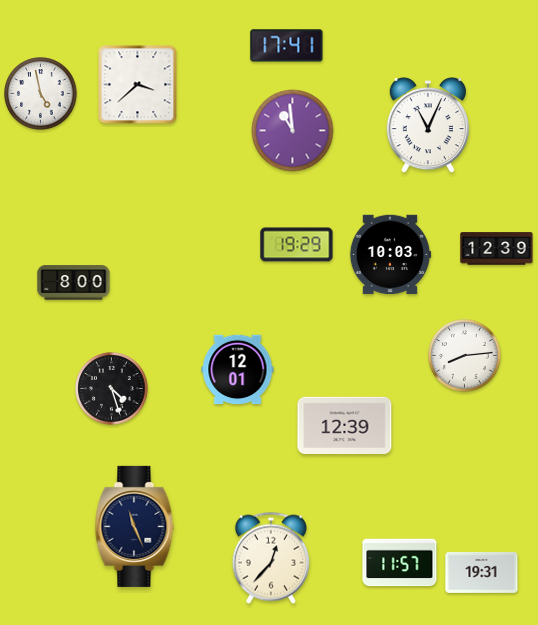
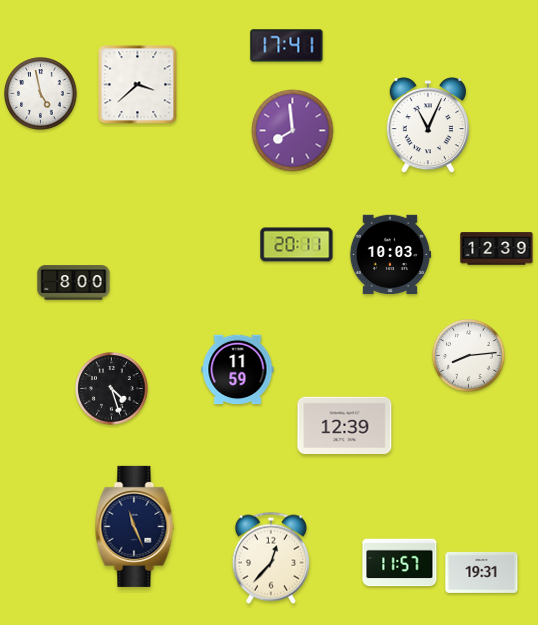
clock at (293, 131): 10:59 -> 7:59
clock at (297, 245): 19:29 -> 20:11
clock at (465, 356) position: (465, 356) -> (469, 356)
clock at (238, 370): 12:01 -> 11:59
